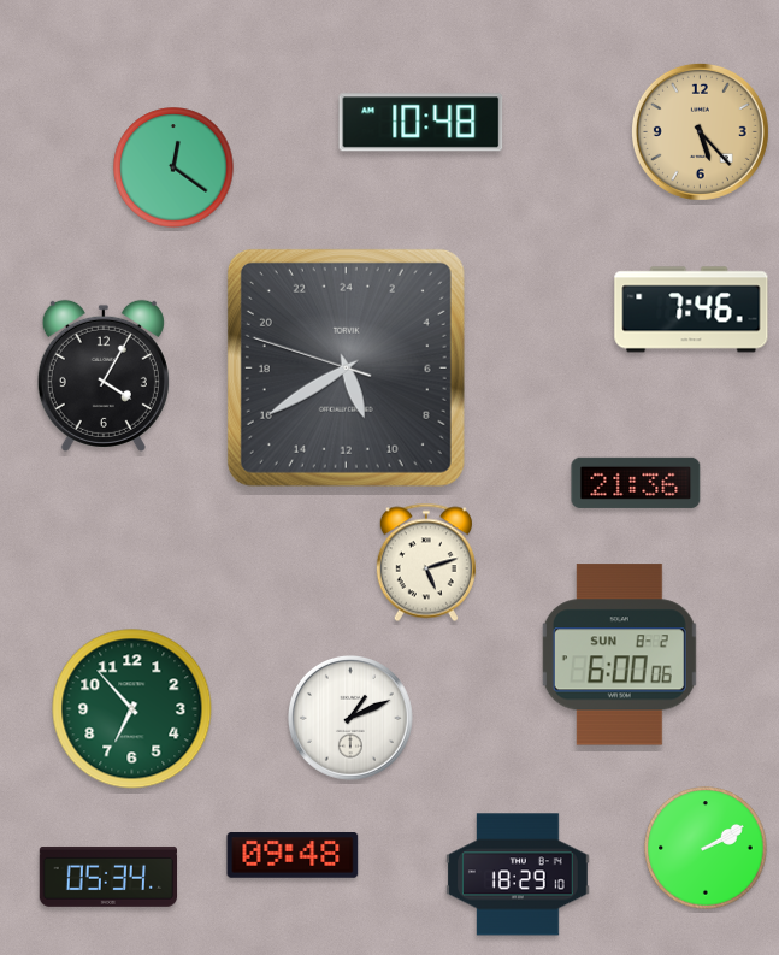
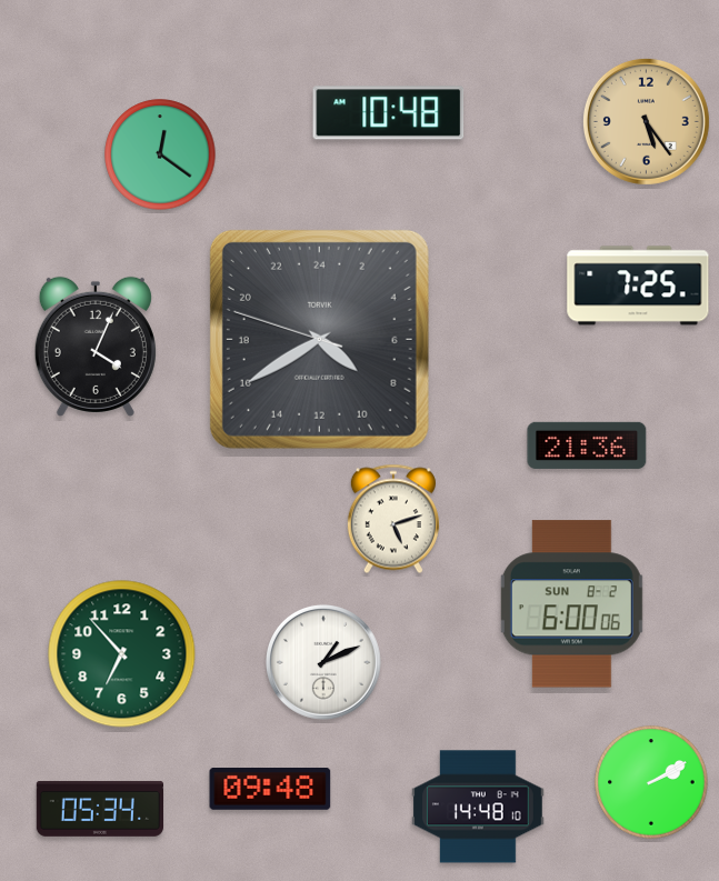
clock at (700, 131): 5:23 -> 5:24
clock at (691, 310): 7:46 -> 7:25
clock at (346, 367): 10:39 -> 8:39
clock at (104, 376): 4:05 -> 4:04
clock at (518, 874): 18:29 -> 14:48
